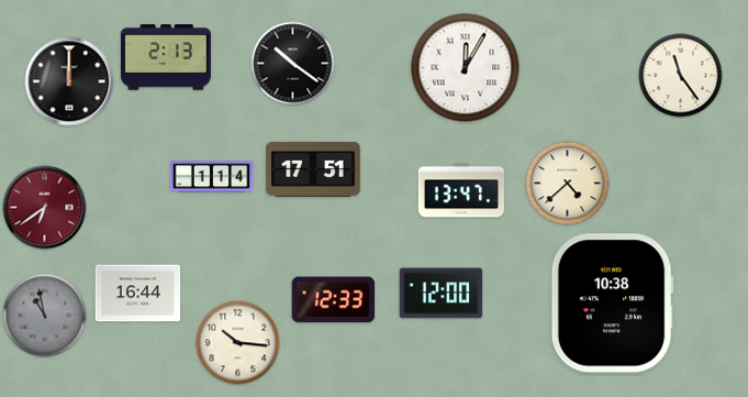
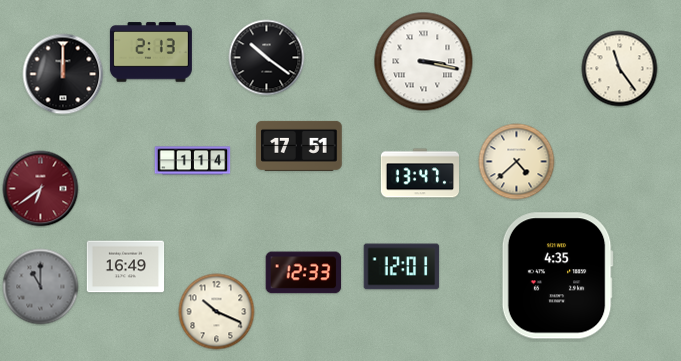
clock at (466, 68): 12:05 -> 3:17
clock at (313, 169) position: (313, 169) -> (299, 146)
clock at (568, 184) position: (568, 184) -> (517, 162)
clock at (138, 294): 16:44 -> 16:49
clock at (442, 294): 12:00 -> 12:01
clock at (612, 304): 10:38 -> 4:35
clock at (45, 316): 10:58 -> 11:00
clock at (238, 343): 10:16 -> 10:19
